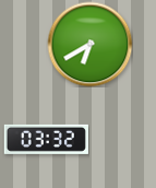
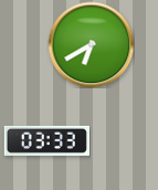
clock at (46, 139): 03:32 -> 03:33
